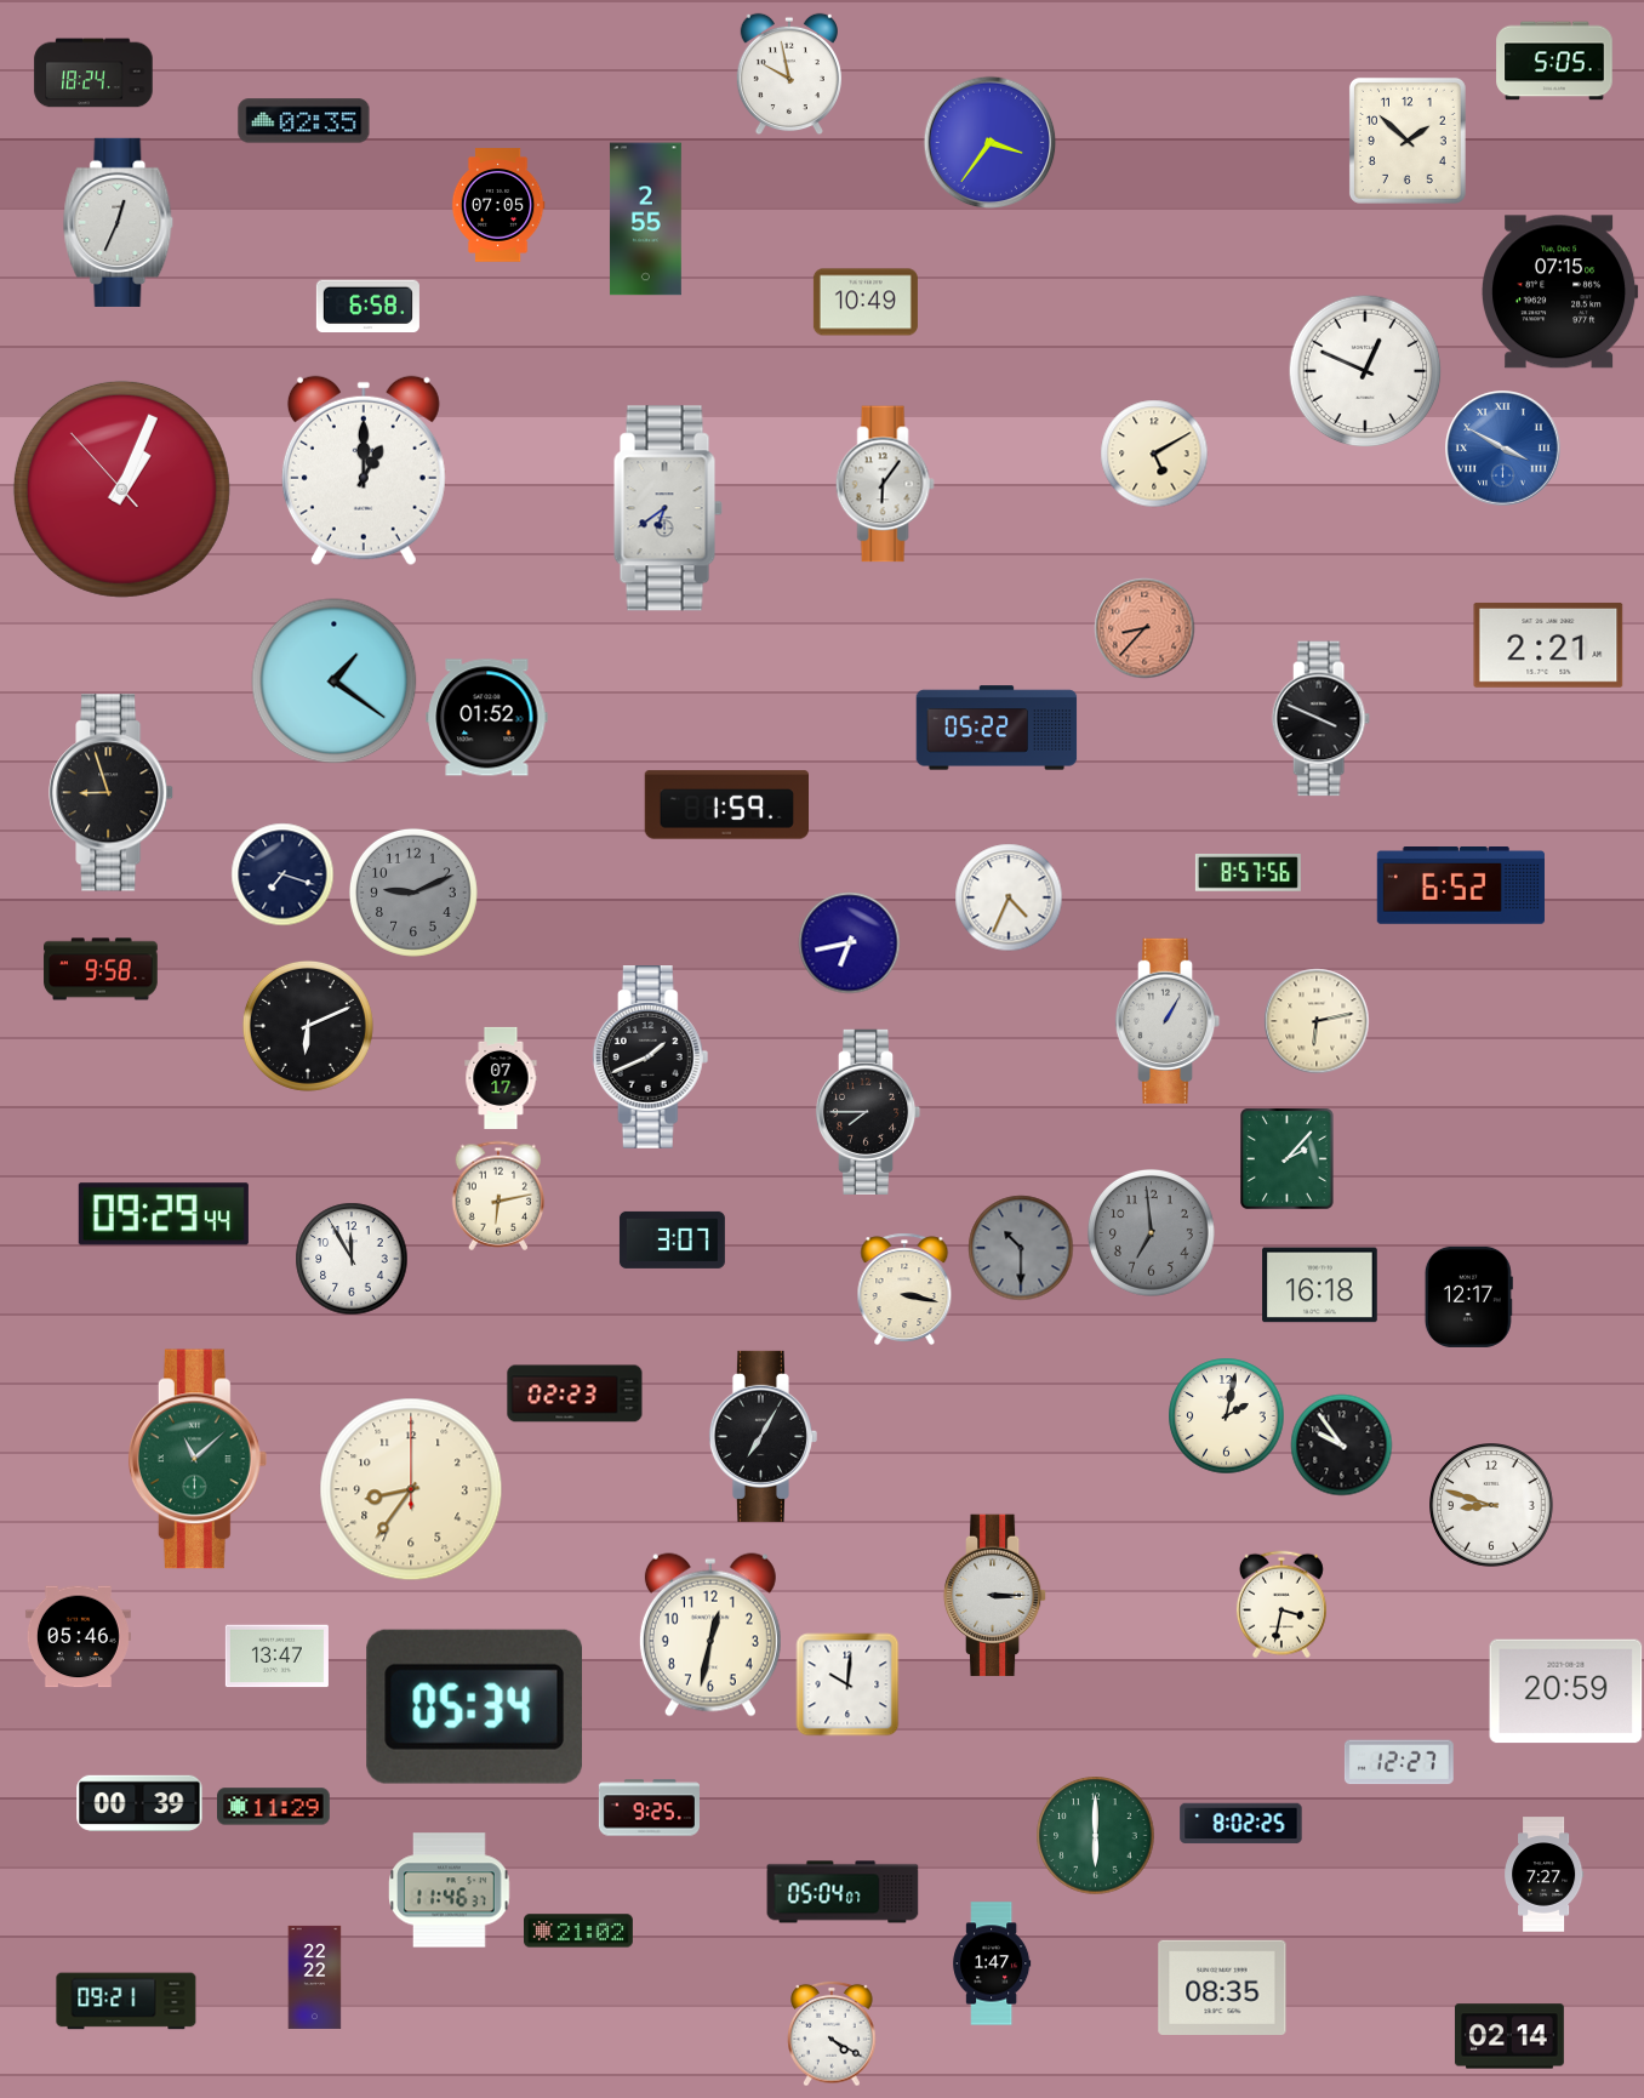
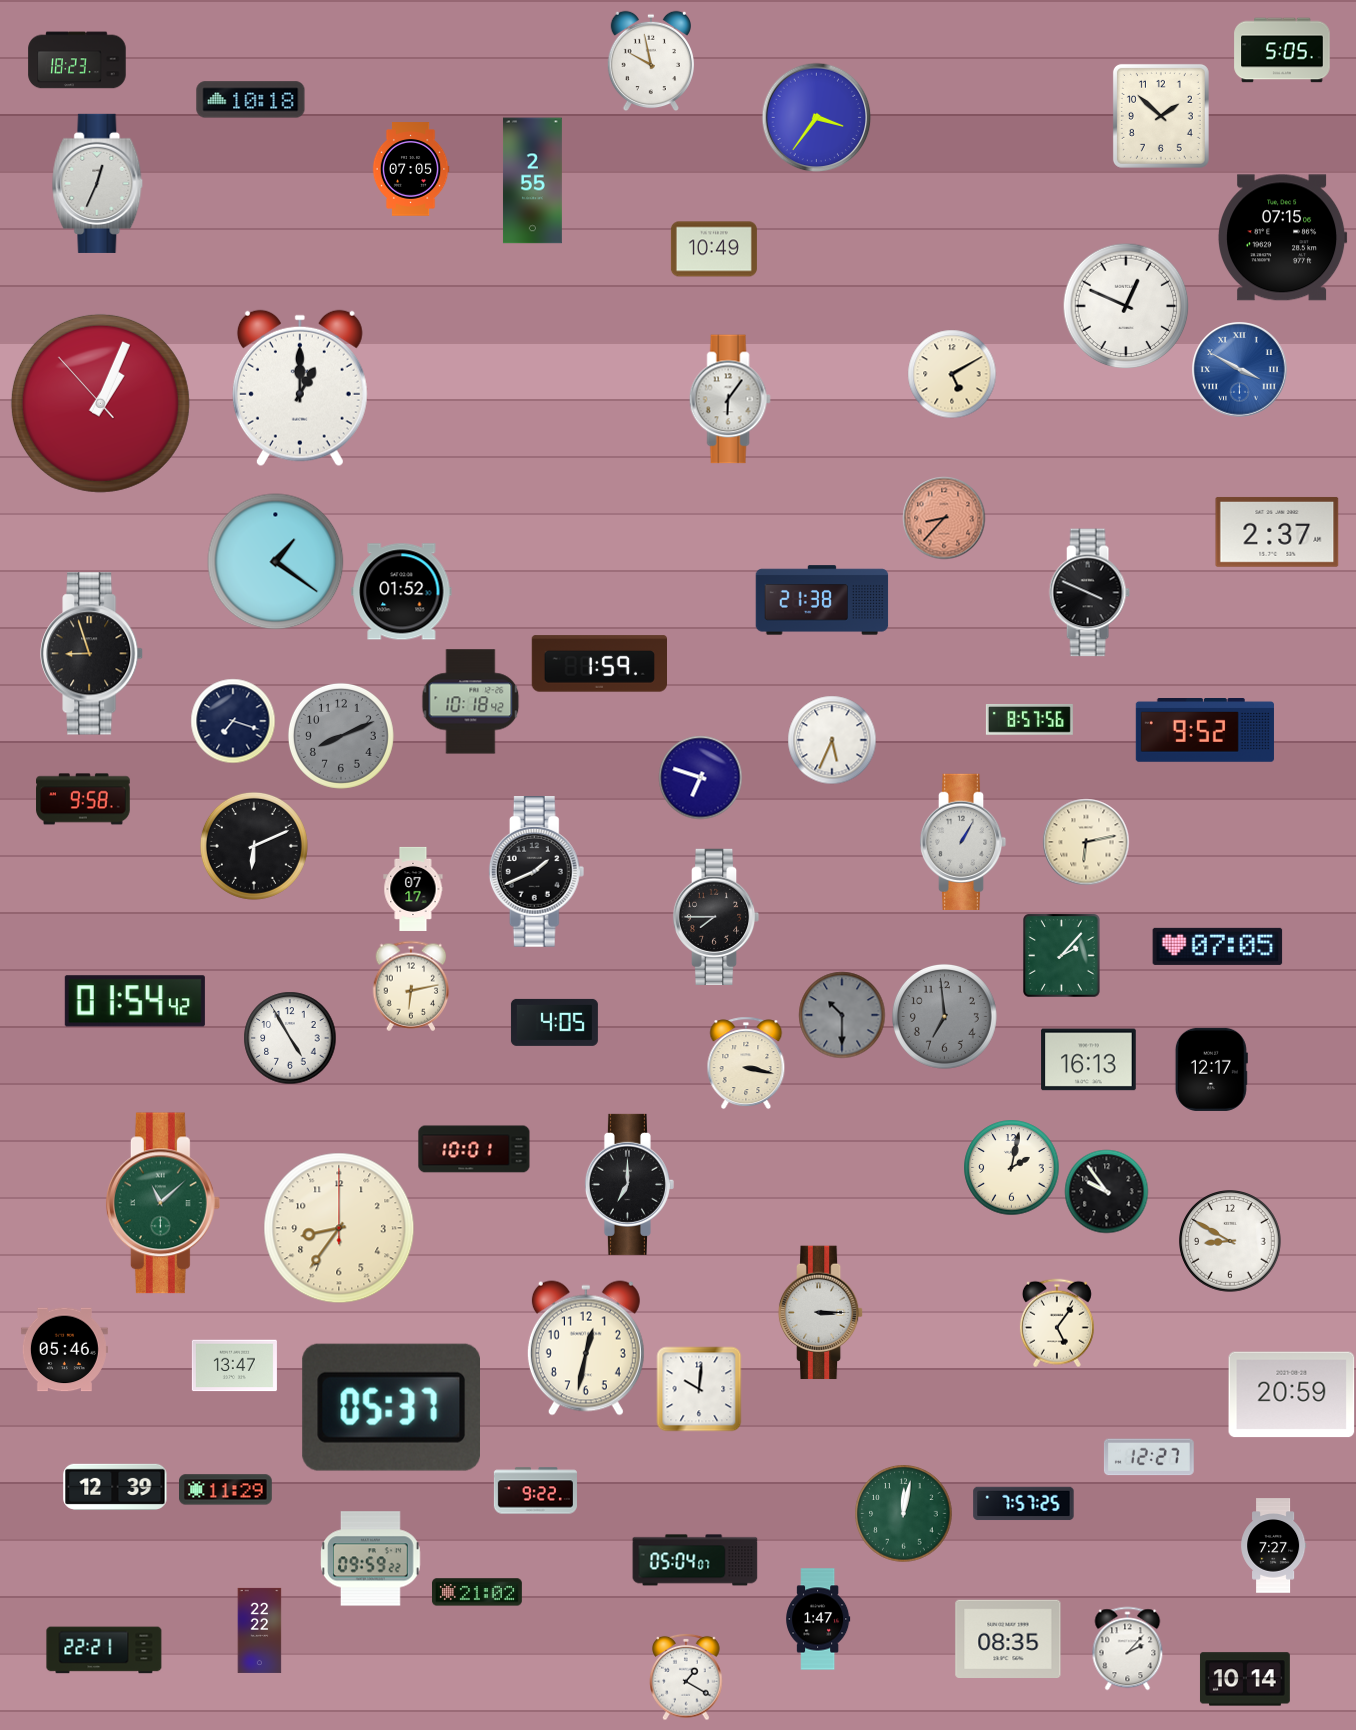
clock at (93, 73): 18:24 -> 18:23
clock at (304, 121): 02:35 -> 10:18
clock at (1560, 292) position: (1560, 292) -> (1283, 238)
clock at (367, 307): 6:58 -> none
clock at (668, 508): 6:39 -> none
clock at (1548, 645): 2:21 -> 2:37
clock at (997, 728): 05:22 -> 21:38
clock at (471, 702): none -> 10:18
clock at (1461, 886): 6:52 -> 9:52
clock at (413, 893): 9:11 -> 8:11
clock at (1009, 897): 4:34 -> 5:34
clock at (849, 942): 6:43 -> 6:48
clock at (1218, 946): none -> 07:05
clock at (164, 1214): 09:29 -> 01:54
clock at (1151, 1232) position: (1151, 1232) -> (944, 1016)
clock at (672, 1239): 3:07 -> 4:05
clock at (1021, 1248) position: (1021, 1248) -> (842, 1015)
clock at (352, 1259): 11:55 -> 4:55
clock at (1320, 1285): 16:18 -> 16:13
clock at (575, 1393): 02:23 -> 10:01
clock at (763, 1436): 7:05 -> 7:00
clock at (1492, 1506): 8:48 -> 8:50
clock at (995, 1596) position: (995, 1596) -> (821, 1313)
clock at (1281, 1604): 3:32 -> 5:06
clock at (276, 1657) position: (276, 1657) -> (234, 1366)
clock at (474, 1706): 05:34 -> 05:37
clock at (1399, 1762) position: (1399, 1762) -> (1149, 1457)
clock at (139, 1803): 00:39 -> 12:39
clock at (649, 1808): 9:25 -> 9:22
clock at (1241, 1824): 8:02 -> 7:57
clock at (1096, 1836): 6:00 -> 12:02
clock at (450, 1891): 11:46 -> 09:59
clock at (1128, 1648): none -> 2:07
clock at (126, 2001): 09:21 -> 22:21
clock at (832, 2034): 4:20 -> 1:20
clock at (1509, 2036): 02:14 -> 10:14
